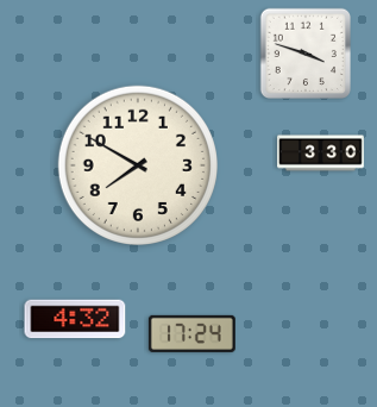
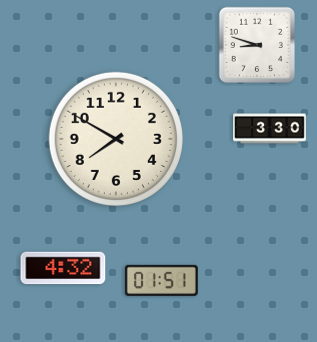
clock at (304, 52): 3:48 -> 8:48
clock at (191, 333): 17:24 -> 01:51
